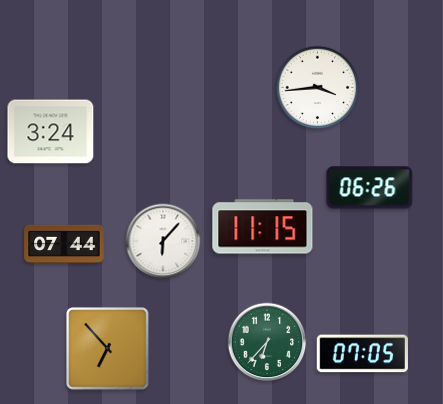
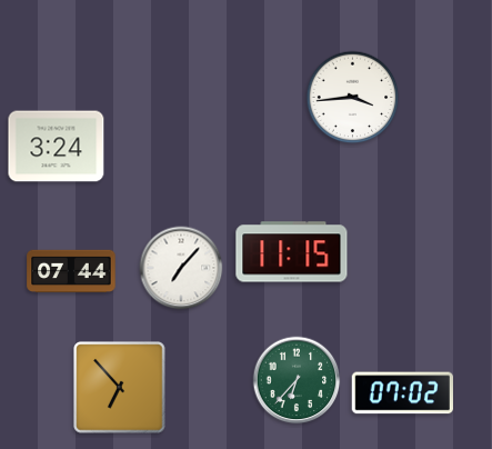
clock at (370, 188): 06:26 -> none
clock at (163, 241): 6:07 -> 7:07
clock at (362, 354): 07:05 -> 07:02
